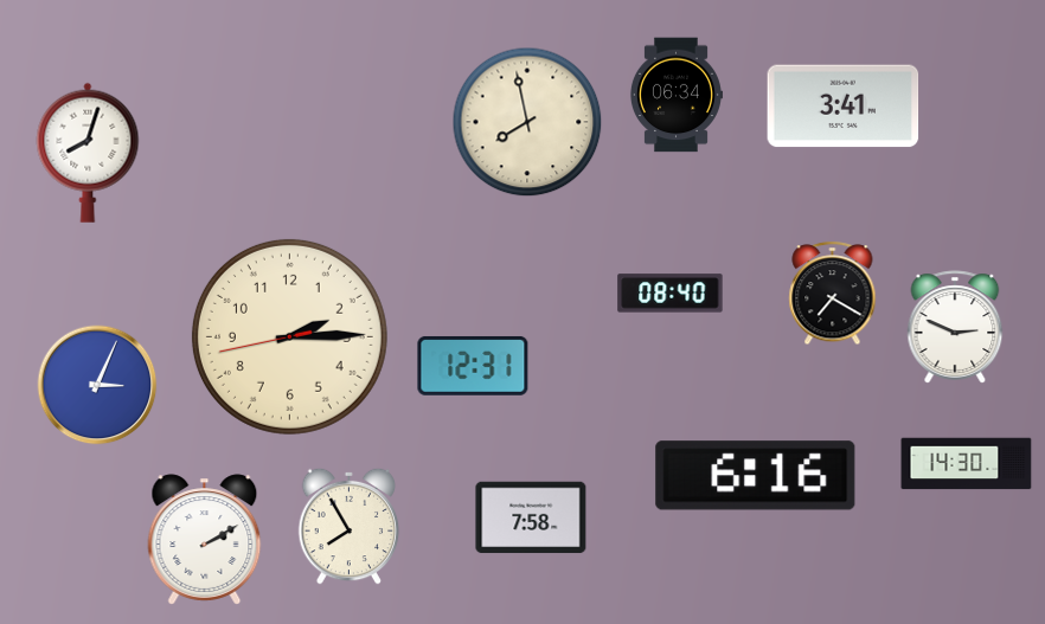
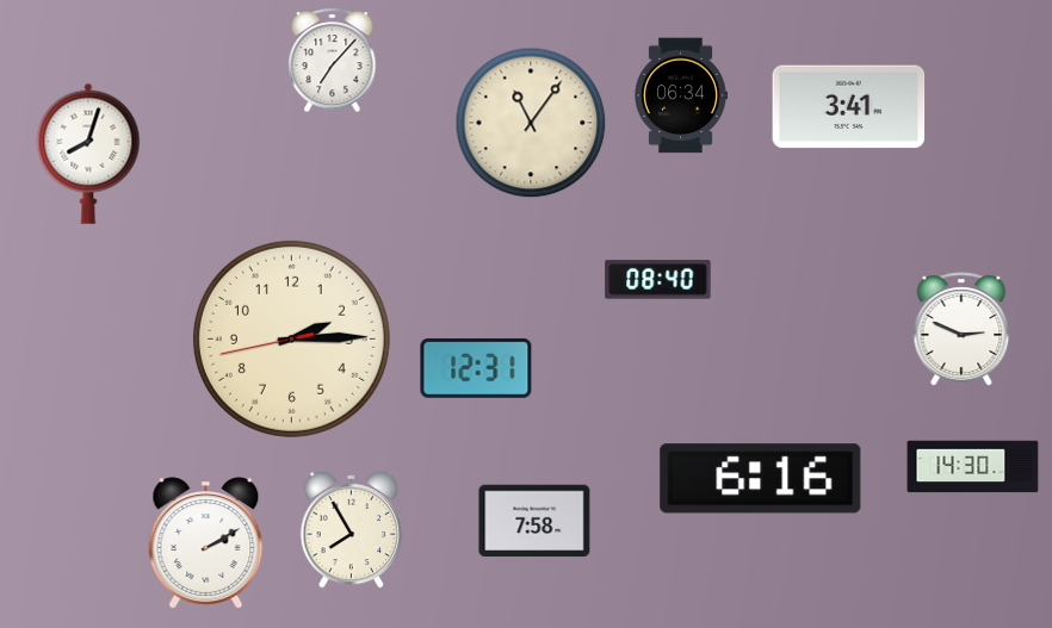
clock at (333, 61): none -> 7:07
clock at (527, 122): 7:58 -> 11:06
clock at (671, 294) position: (671, 294) -> (658, 280)
clock at (833, 294): 7:20 -> none
clock at (97, 385): 3:04 -> none
